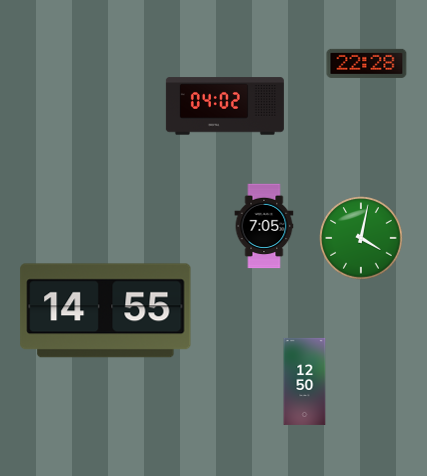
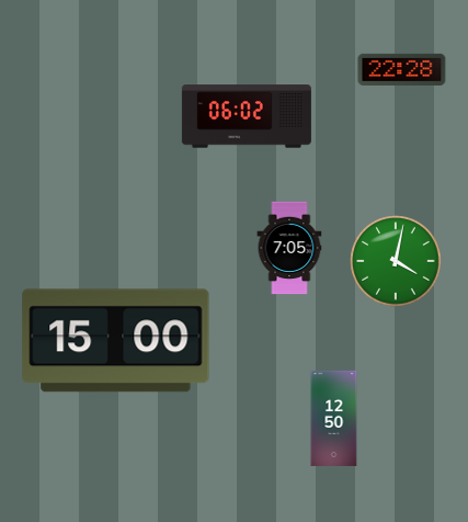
clock at (225, 106): 04:02 -> 06:02
clock at (106, 311): 14:55 -> 15:00
